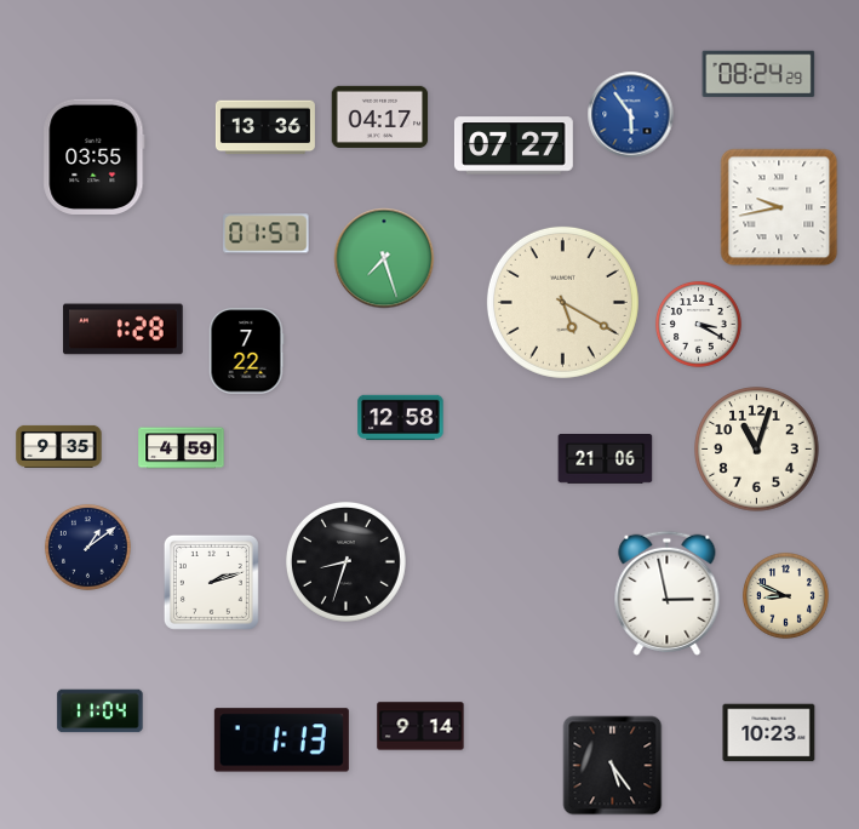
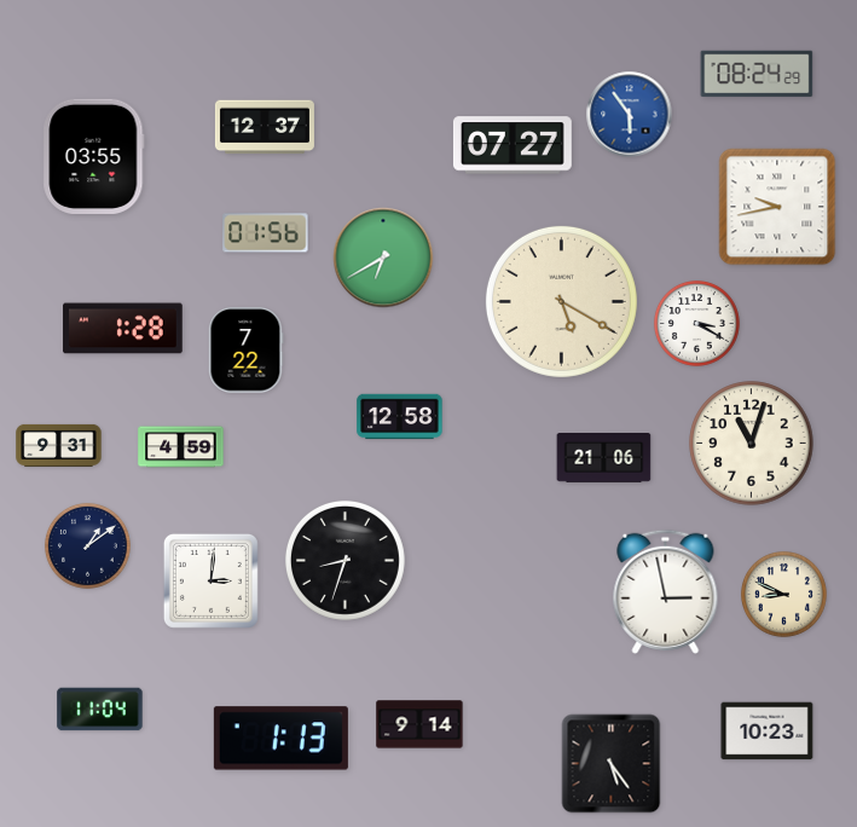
clock at (380, 116): 04:17 -> none
clock at (265, 127): 13:36 -> 12:37
clock at (267, 234): 01:57 -> 01:56
clock at (384, 258): 7:27 -> 6:40
clock at (59, 446): 9:35 -> 9:31
clock at (757, 450) position: (757, 450) -> (752, 444)
clock at (211, 582): 2:12 -> 3:01
